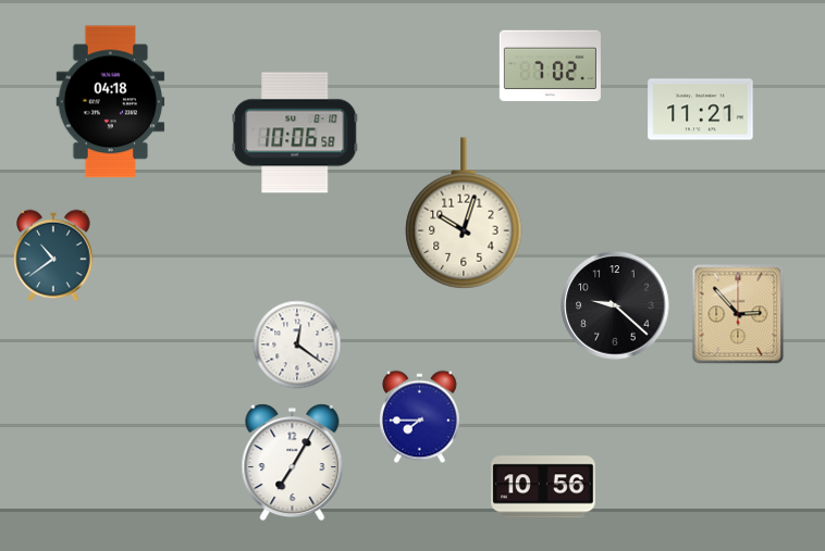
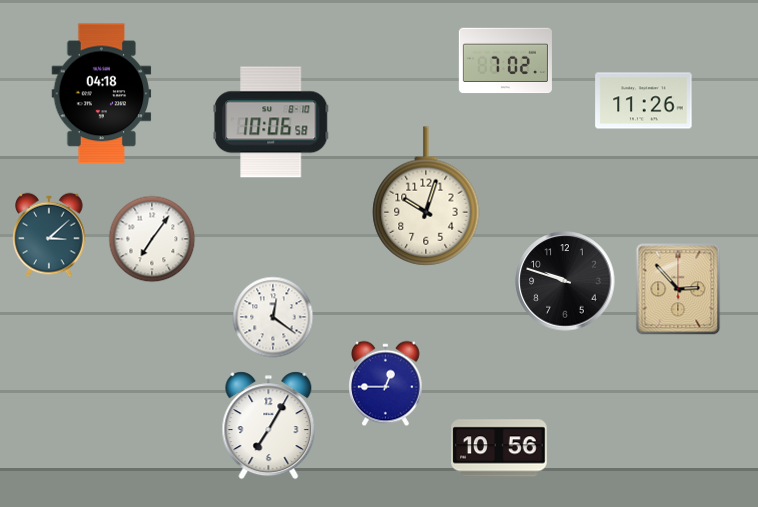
clock at (701, 110): 11:21 -> 11:26
clock at (53, 255): 10:39 -> 3:08
clock at (152, 239): none -> 7:06
clock at (615, 305): 9:22 -> 9:48
clock at (420, 417): 7:45 -> 12:45
